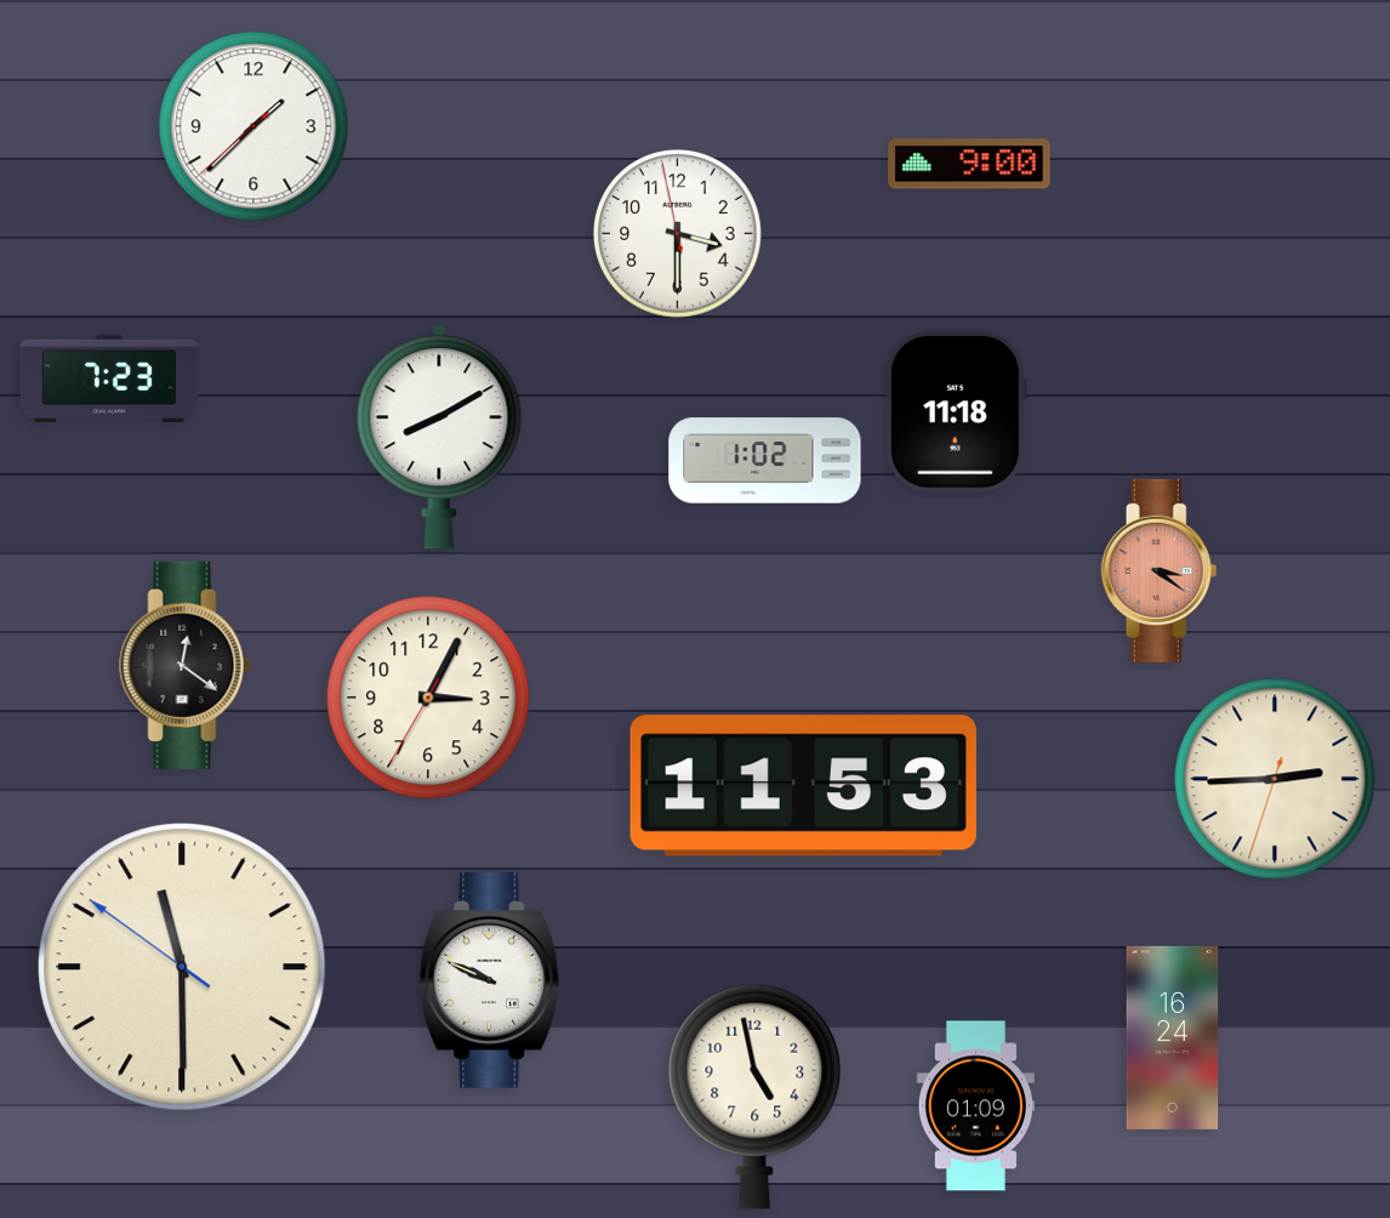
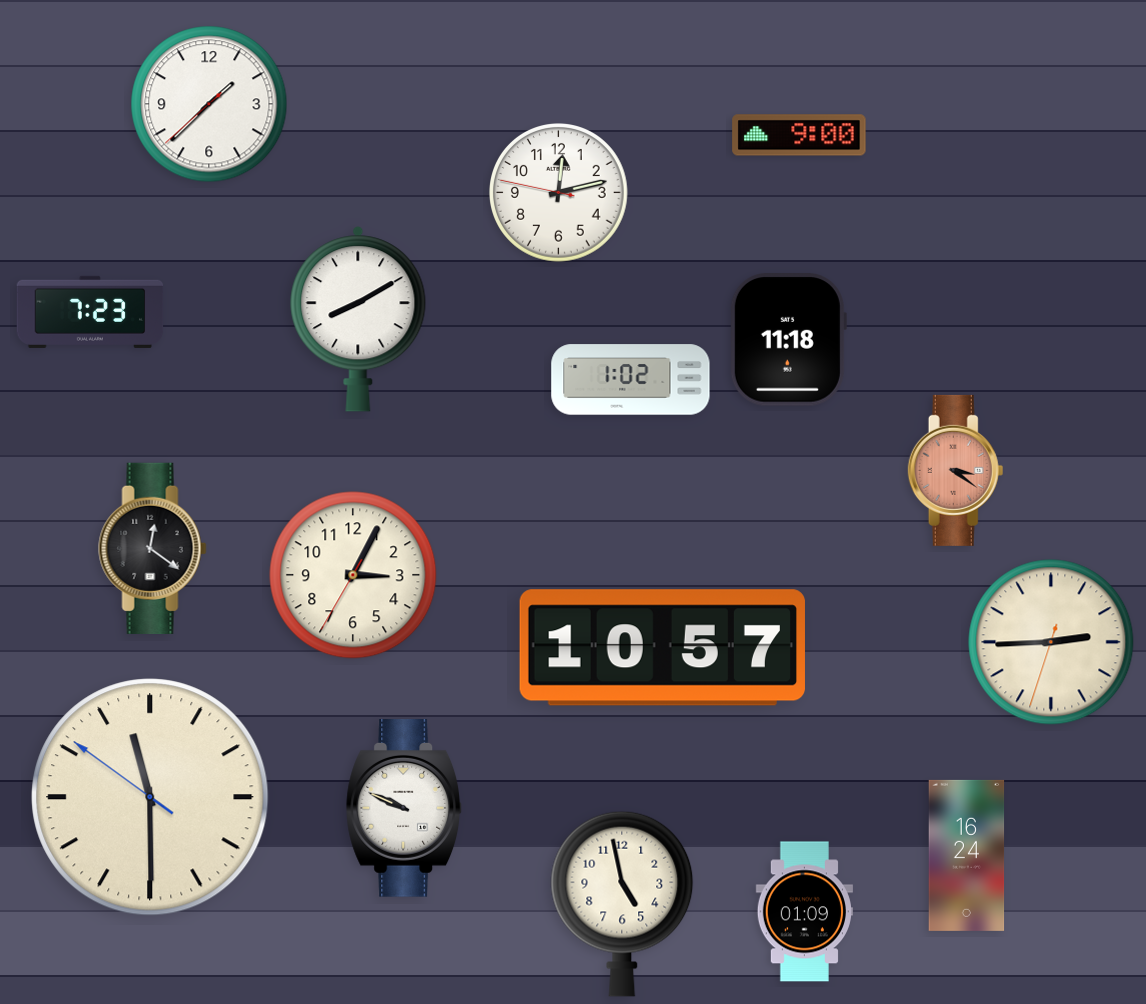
clock at (678, 234): 3:29 -> 12:12
clock at (439, 437) position: (439, 437) -> (358, 319)
clock at (803, 786): 11:53 -> 10:57
